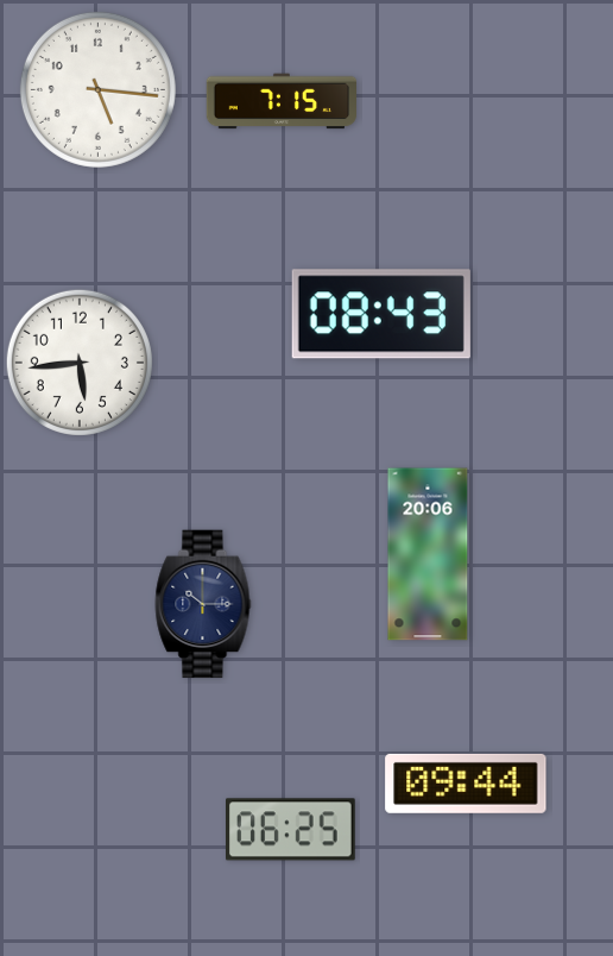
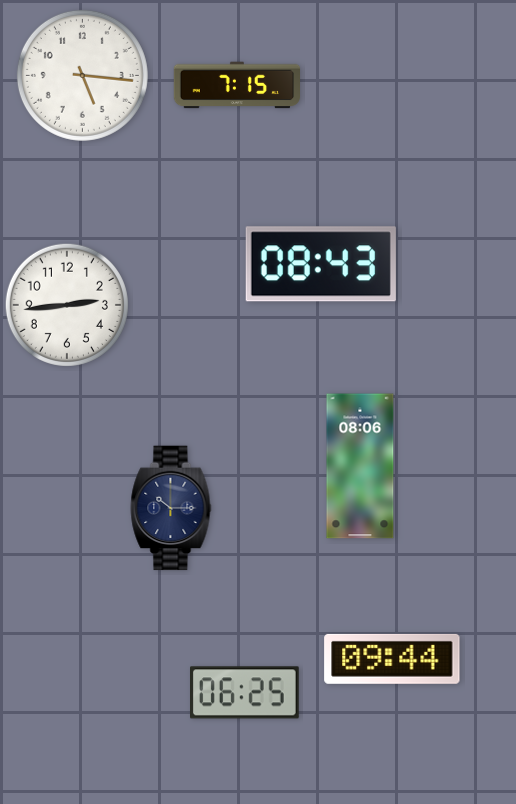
clock at (80, 363): 5:44 -> 2:44
clock at (428, 554): 20:06 -> 08:06
clock at (291, 830) position: (291, 830) -> (245, 693)
